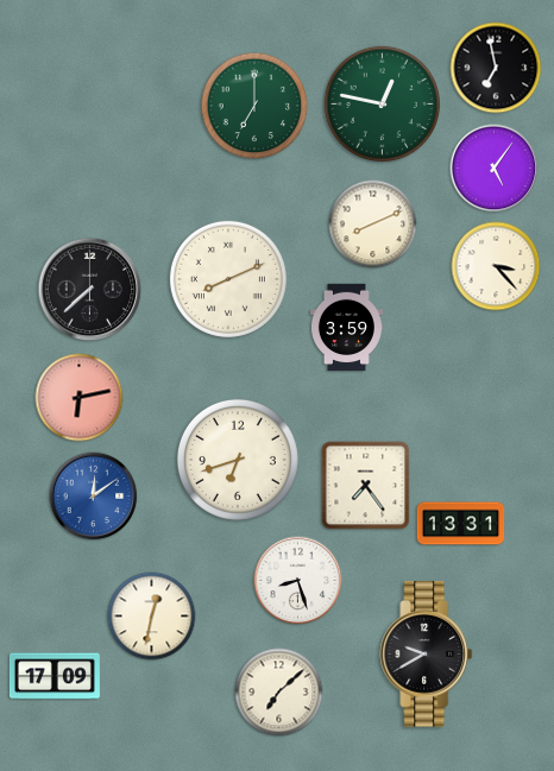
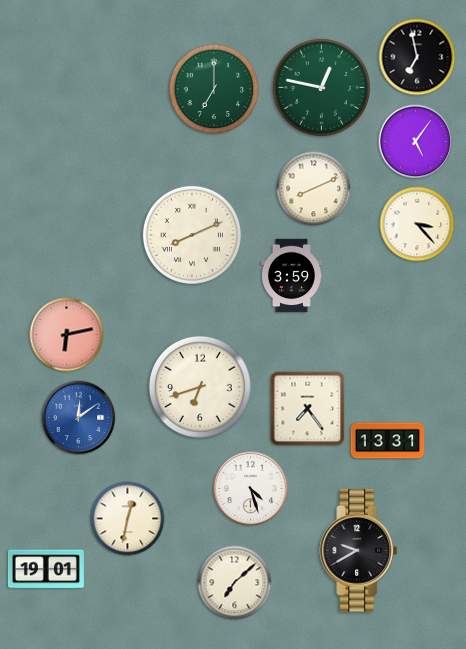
clock at (90, 290): 7:38 -> none
clock at (298, 581): 8:27 -> 4:27
clock at (55, 676): 17:09 -> 19:01
